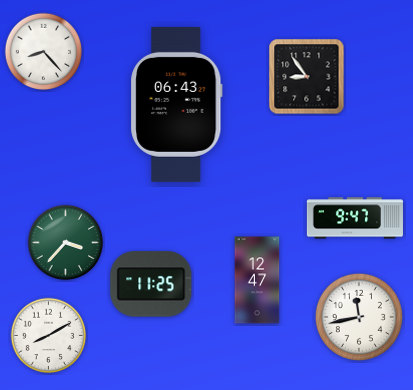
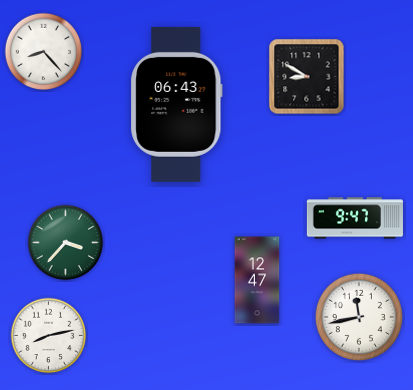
clock at (307, 77): 8:54 -> 8:50
clock at (151, 284): 11:25 -> none
clock at (49, 336): 8:10 -> 8:13
